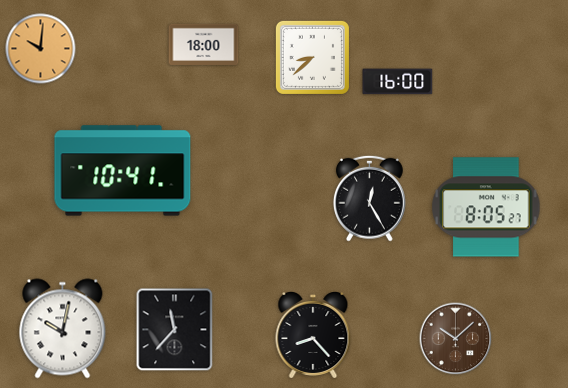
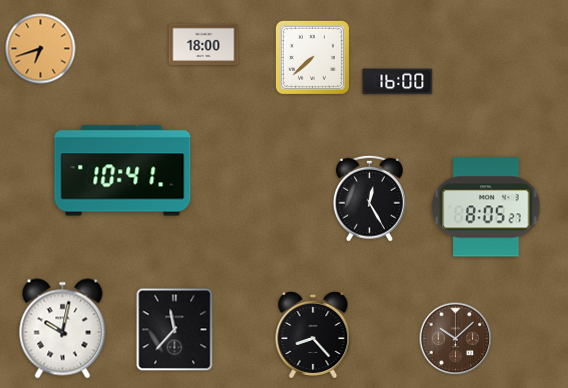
clock at (41, 49): 10:01 -> 6:42
clock at (312, 57): 8:38 -> 7:38
